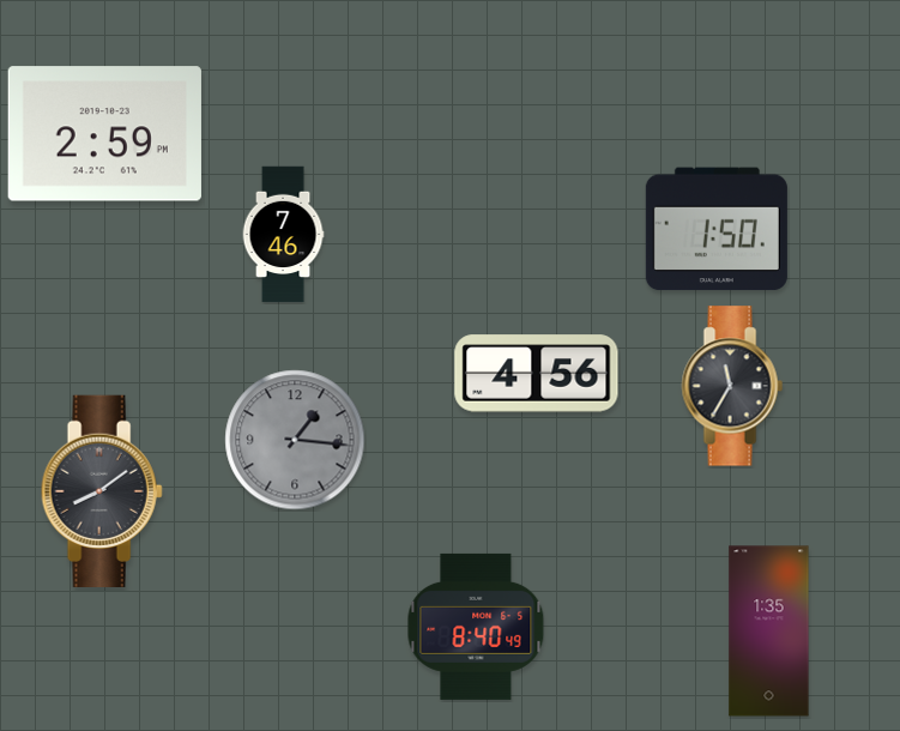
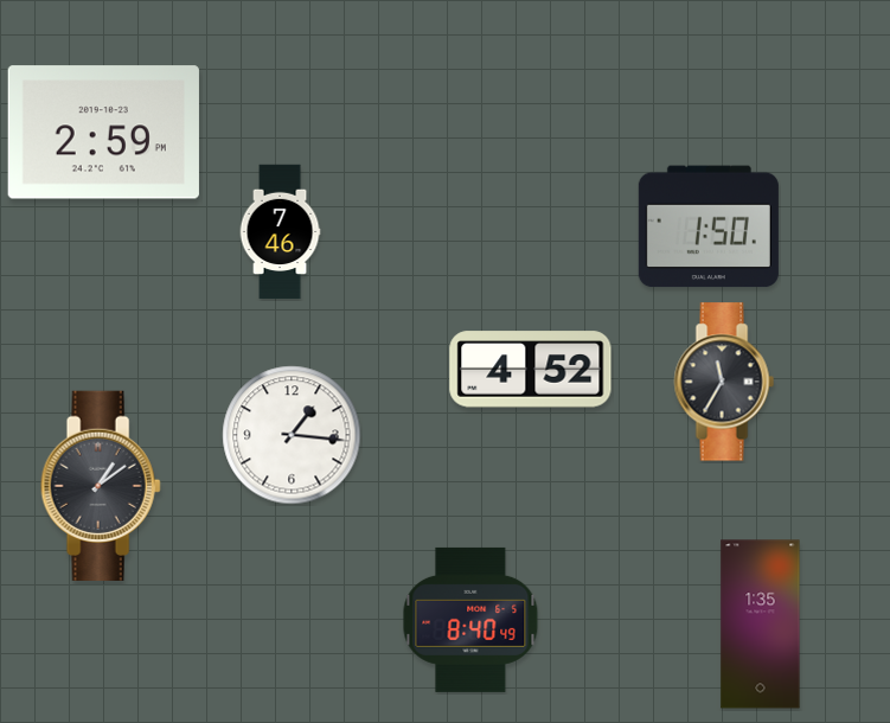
clock at (537, 374): 4:56 -> 4:52
clock at (295, 440) dial: grey -> white
clock at (102, 490): 8:09 -> 1:09
